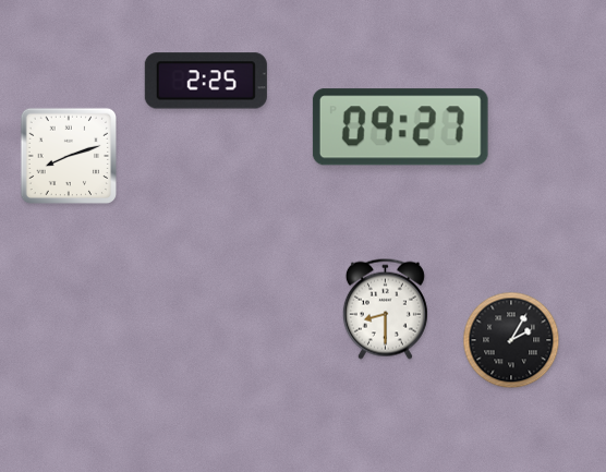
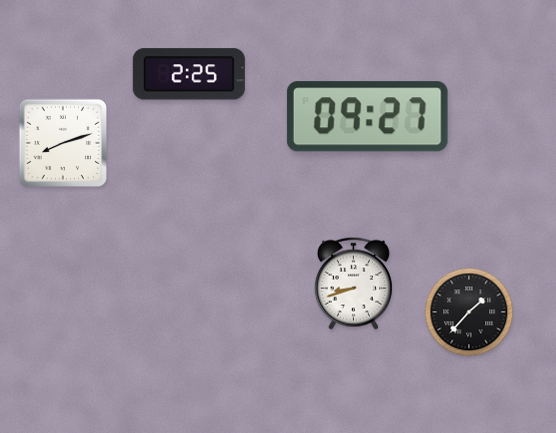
clock at (385, 308): 8:30 -> 8:42
clock at (511, 340): 2:05 -> 1:37
